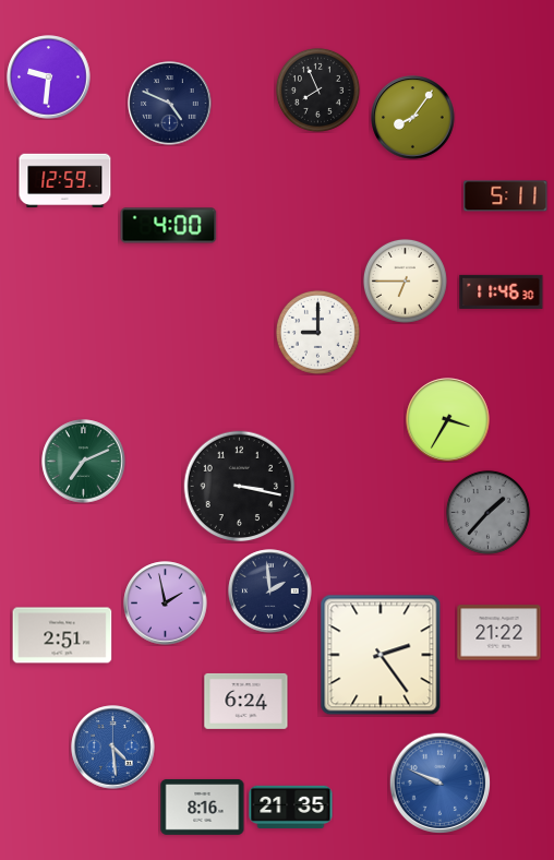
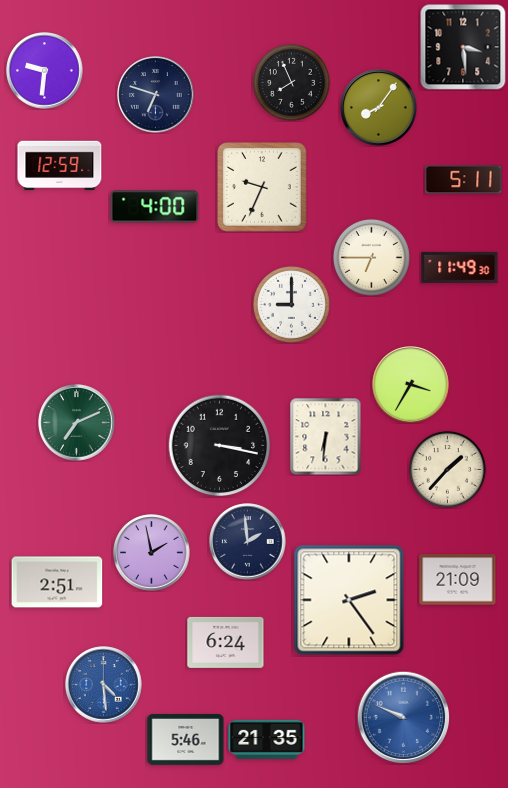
clock at (463, 47): none -> 3:29
clock at (170, 104): 4:49 -> 6:48
clock at (262, 187): none -> 9:34
clock at (502, 291): 11:46 -> 11:49
clock at (326, 436): none -> 6:31
clock at (487, 512) dial: grey -> cream
clock at (499, 633): 21:22 -> 21:09
clock at (203, 807): 8:16 -> 5:46
